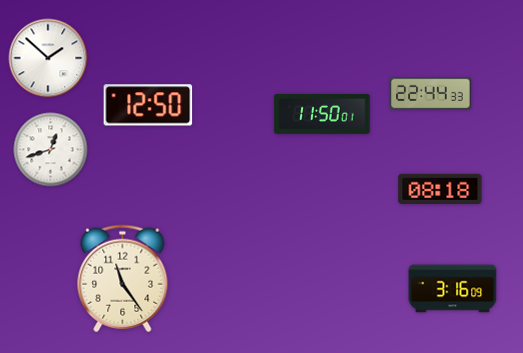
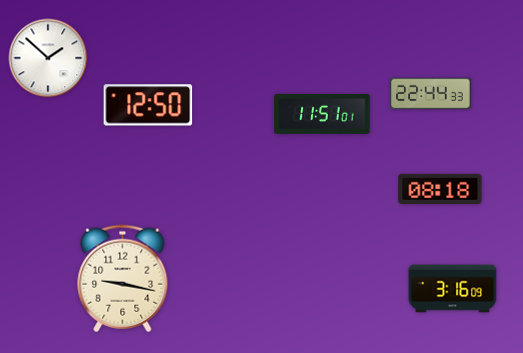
clock at (322, 114): 11:50 -> 11:51
clock at (51, 150): 12:42 -> none
clock at (123, 279): 11:24 -> 9:17
